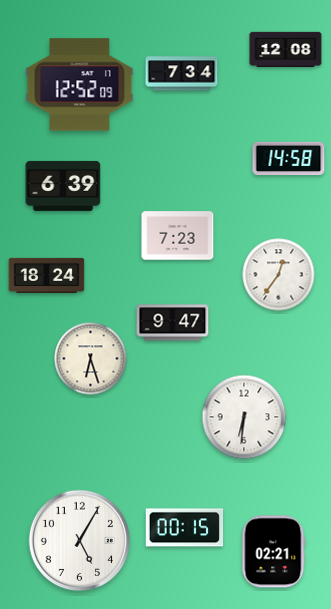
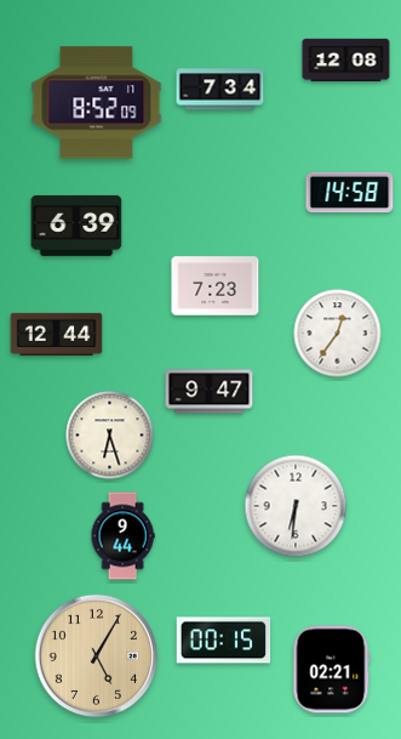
clock at (80, 85): 12:52 -> 8:52
clock at (47, 275): 18:24 -> 12:44
clock at (122, 536): none -> 9:44
clock at (79, 540) dial: white -> champagne
